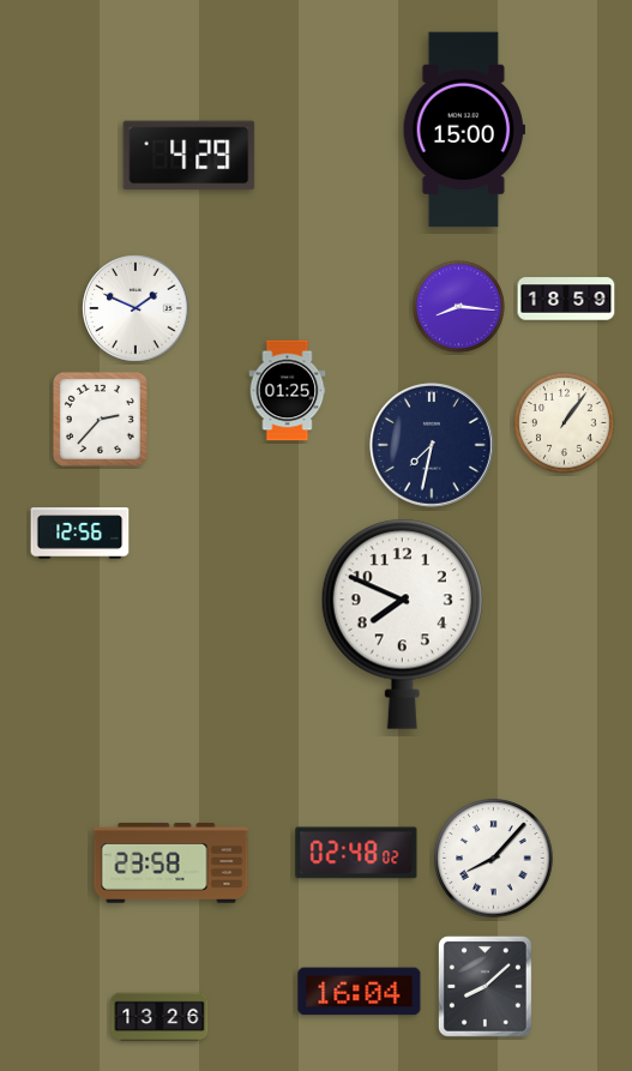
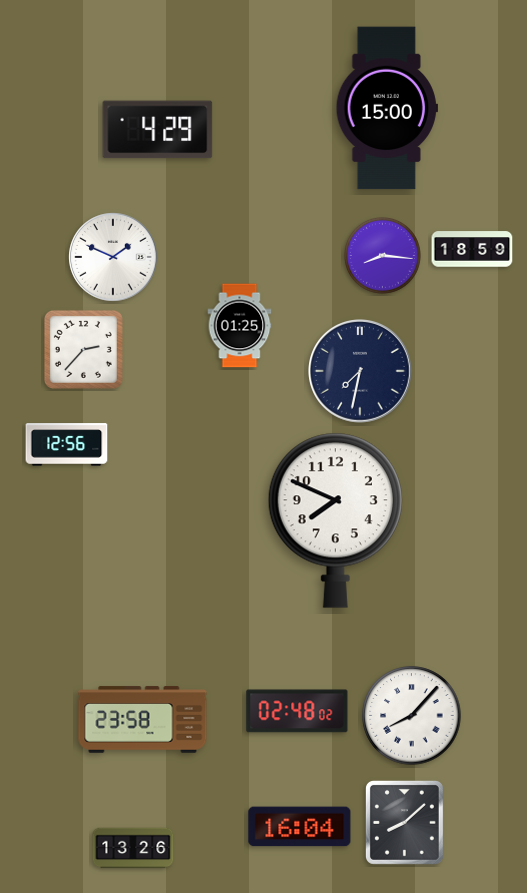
clock at (565, 423): 1:06 -> none
